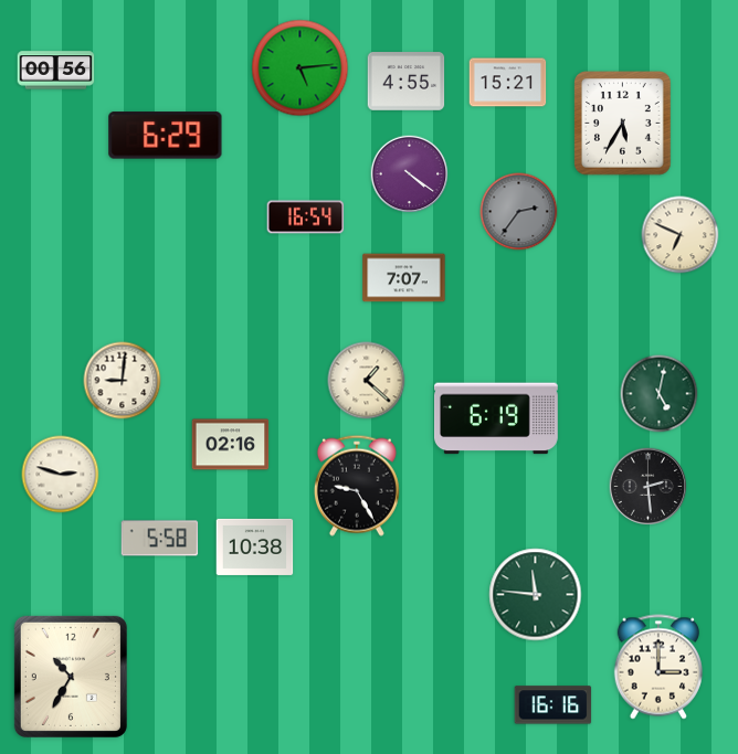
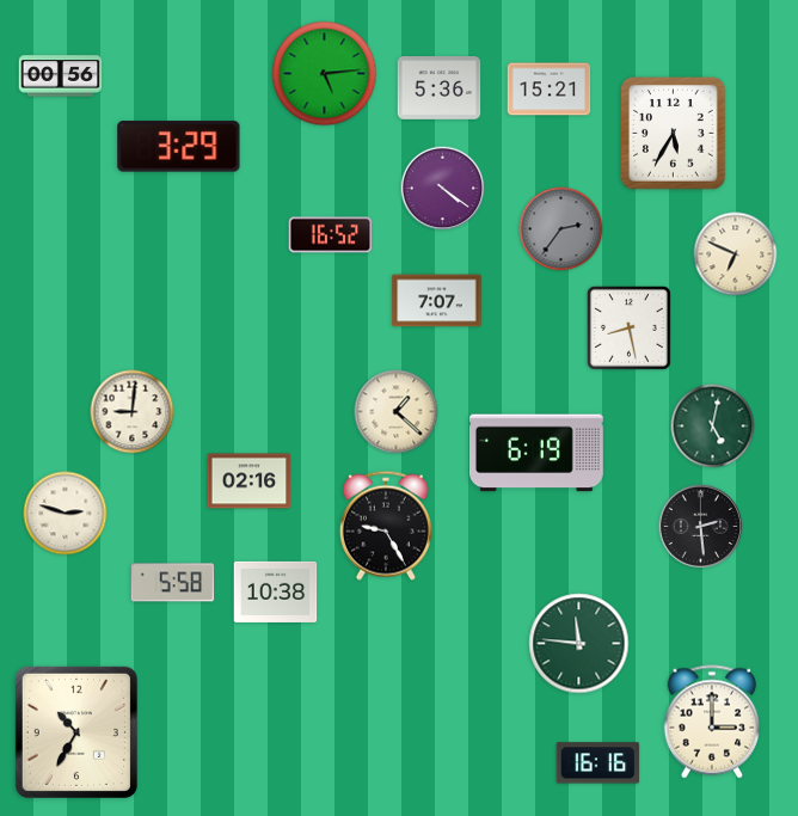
clock at (407, 82): 4:55 -> 5:36
clock at (166, 136): 6:29 -> 3:29
clock at (306, 217): 16:54 -> 16:52
clock at (628, 327): none -> 8:28
